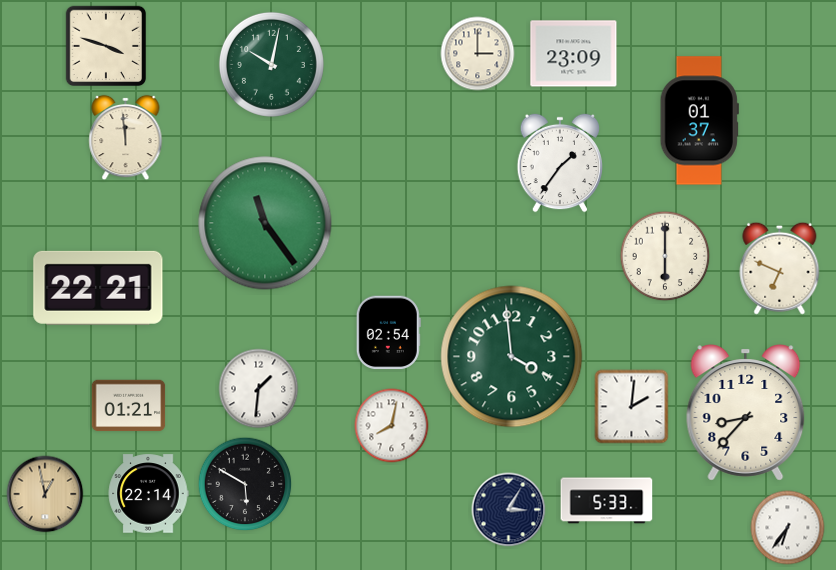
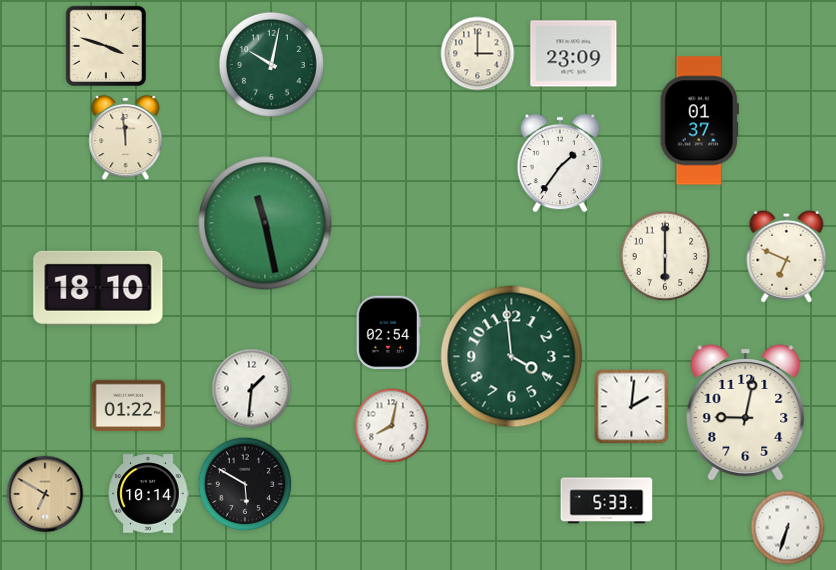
clock at (265, 223): 11:24 -> 11:28
clock at (780, 268) position: (780, 268) -> (787, 256)
clock at (98, 288): 22:21 -> 18:10
clock at (259, 389) position: (259, 389) -> (252, 389)
clock at (129, 406): 01:21 -> 01:22
clock at (746, 413): 8:37 -> 9:02
clock at (45, 494): 12:58 -> 6:50
clock at (148, 494): 22:14 -> 10:14
clock at (509, 510): 3:05 -> none
clock at (788, 528): 6:36 -> 6:33
